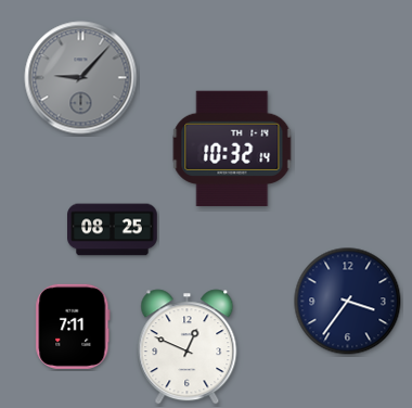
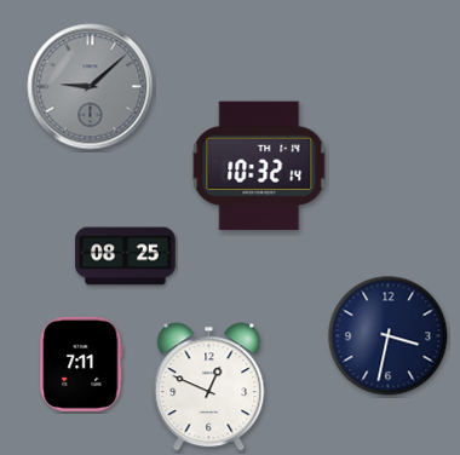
clock at (81, 78): 9:07 -> 9:08
clock at (348, 302): 3:36 -> 3:32
